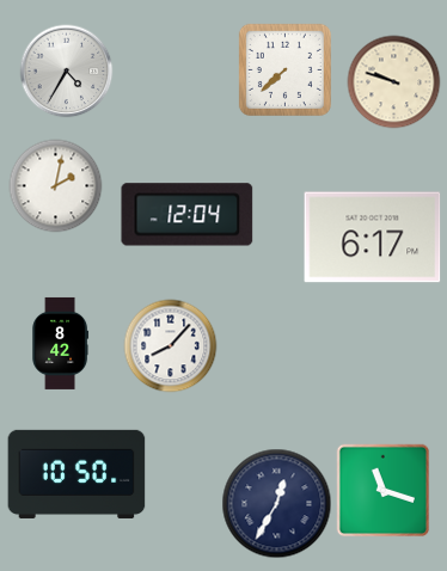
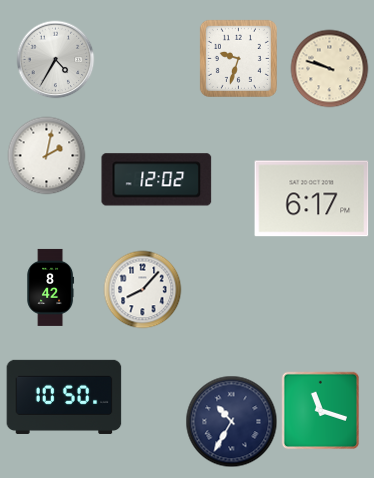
clock at (284, 69): 7:38 -> 9:33
clock at (188, 215): 12:04 -> 12:02
clock at (276, 503): 12:35 -> 10:35
